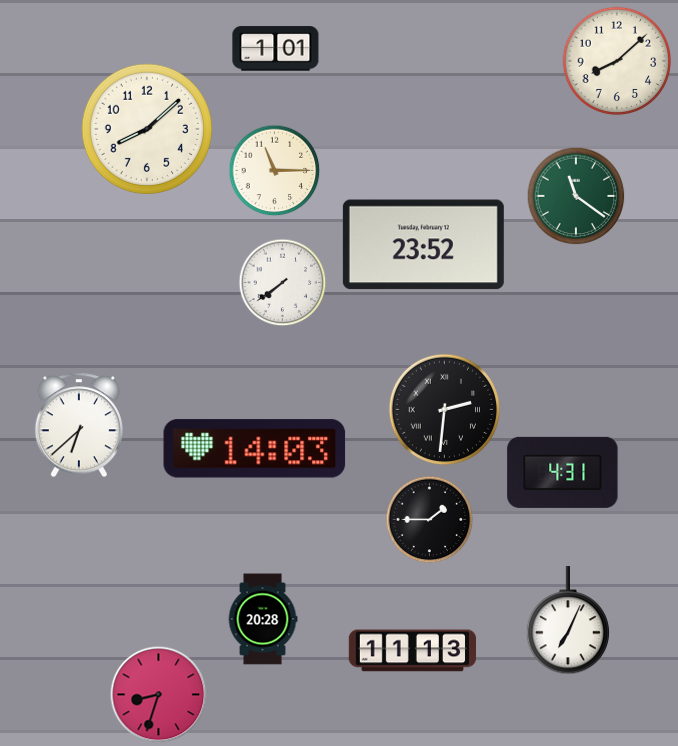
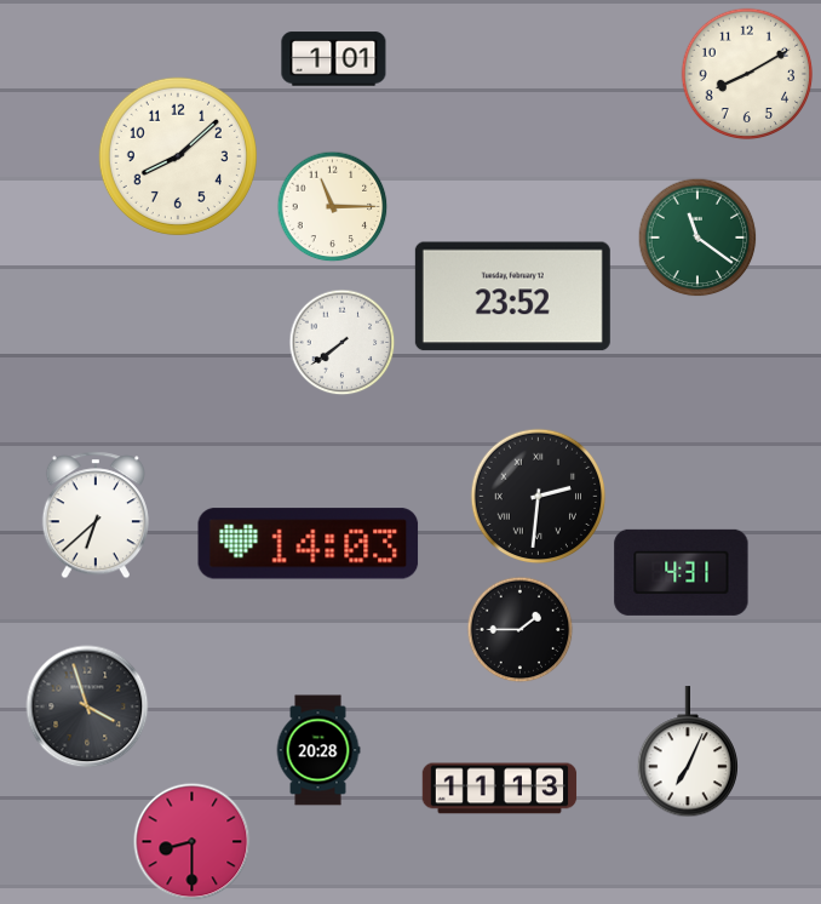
clock at (617, 61): 8:08 -> 8:10
clock at (87, 706): none -> 3:57
clock at (159, 695): 8:33 -> 8:30
